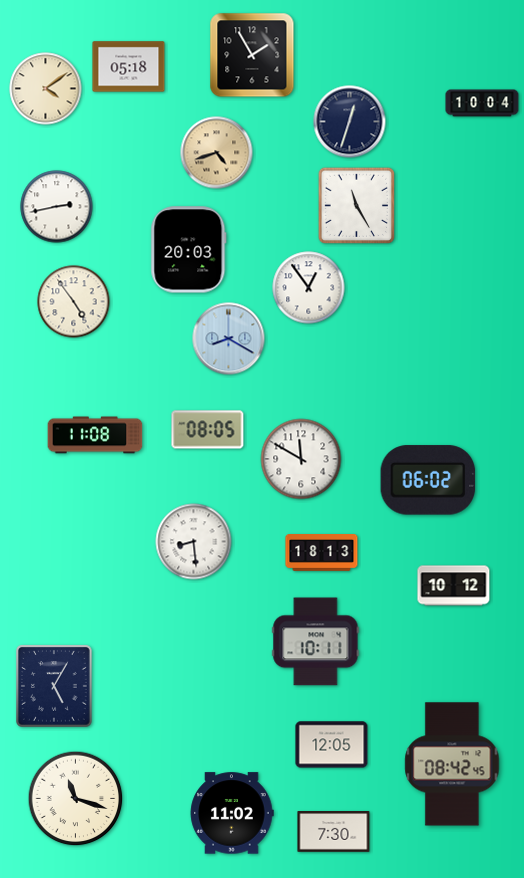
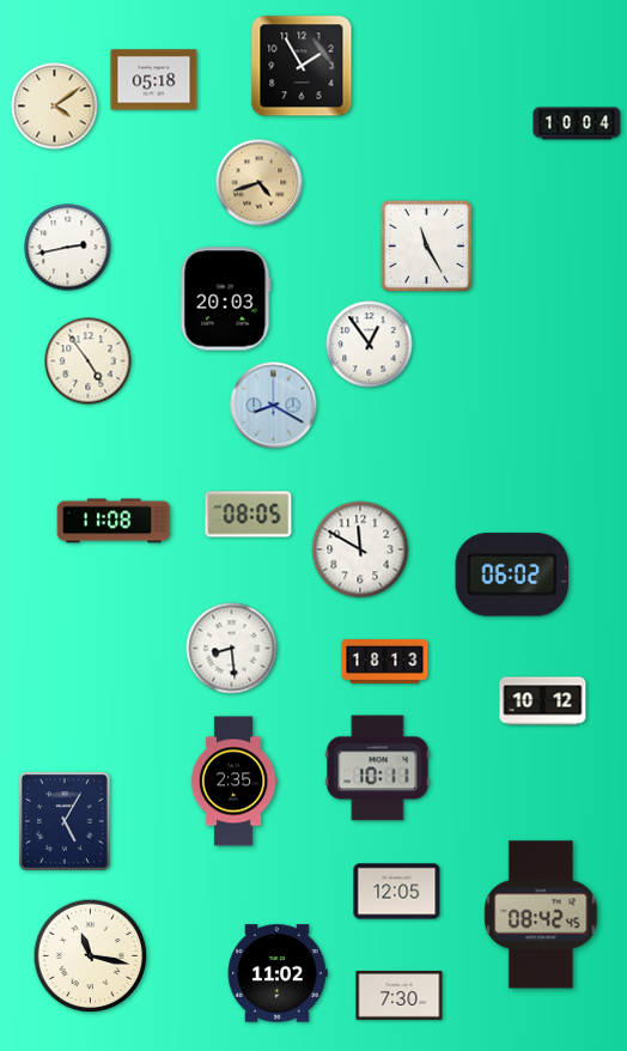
clock at (350, 122): 12:33 -> none
clock at (233, 782): none -> 2:35
clock at (76, 799): 11:18 -> 11:17
